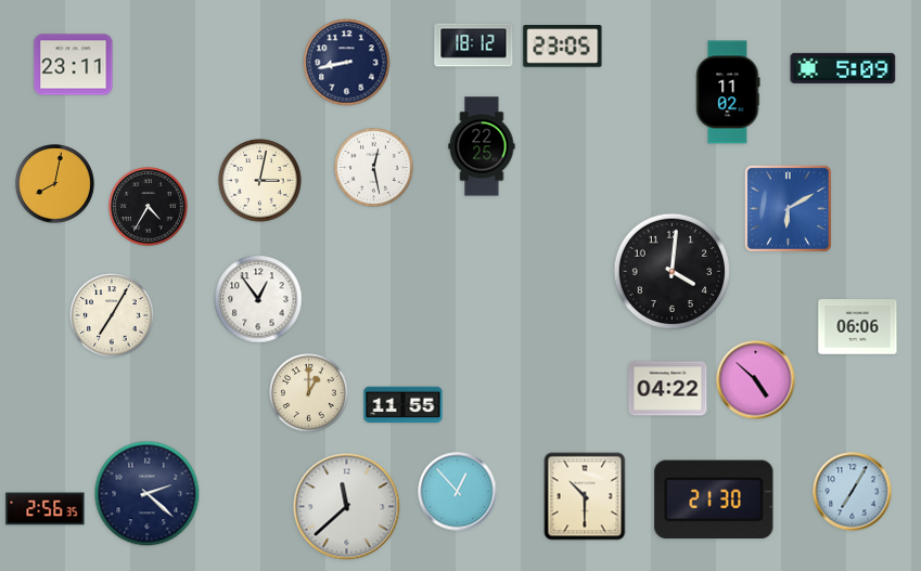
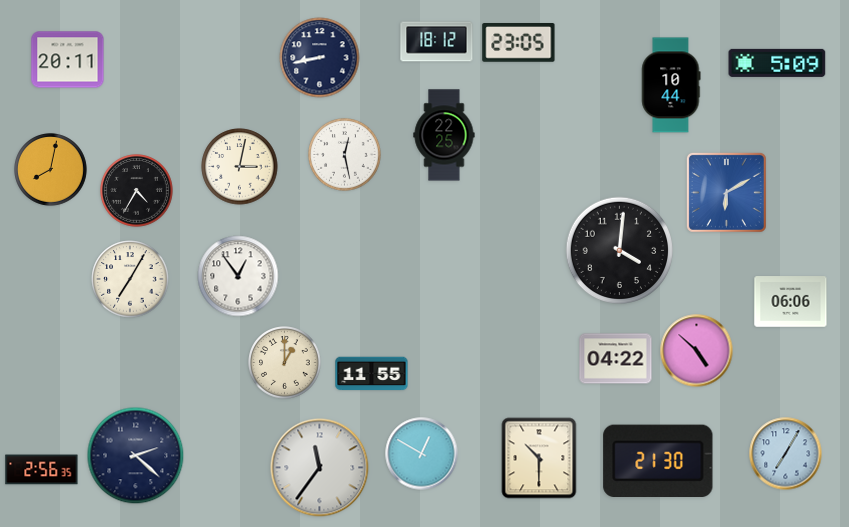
clock at (74, 65): 23:11 -> 20:11
clock at (728, 92): 11:02 -> 10:44
clock at (112, 315) position: (112, 315) -> (130, 279)
clock at (458, 492): 12:53 -> 12:50
clock at (347, 507): 11:38 -> 11:36
